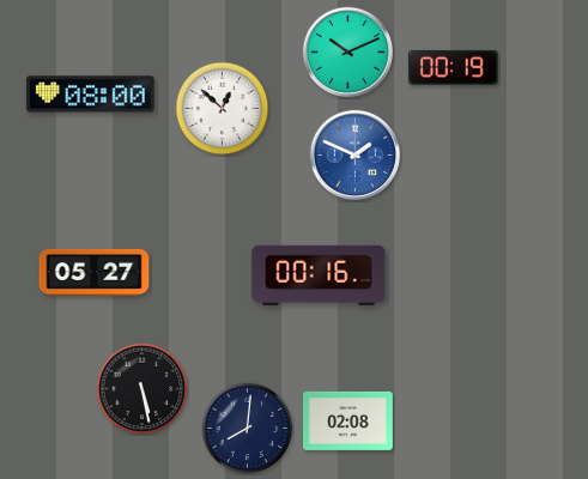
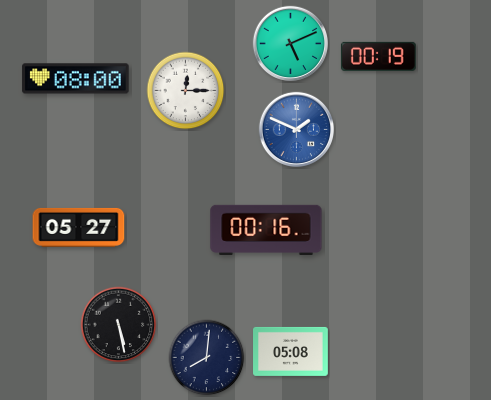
clock at (347, 51): 10:11 -> 5:11
clock at (223, 109): 12:52 -> 12:15
clock at (348, 420): 02:08 -> 05:08
